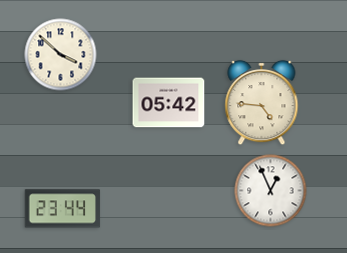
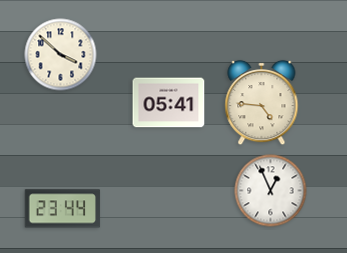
clock at (169, 103): 05:42 -> 05:41
